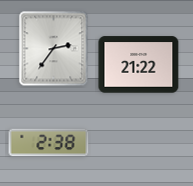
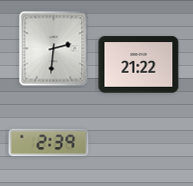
clock at (54, 49): 2:36 -> 2:31
clock at (49, 143): 2:38 -> 2:39
